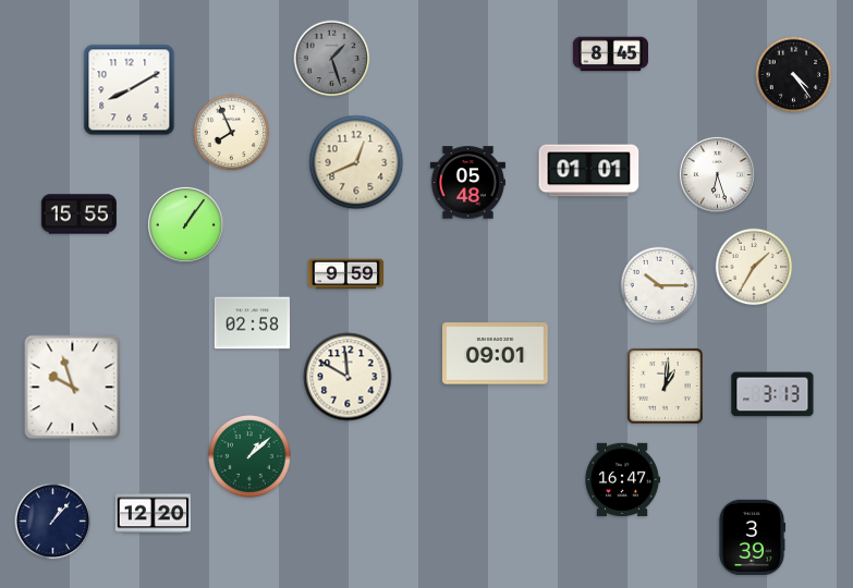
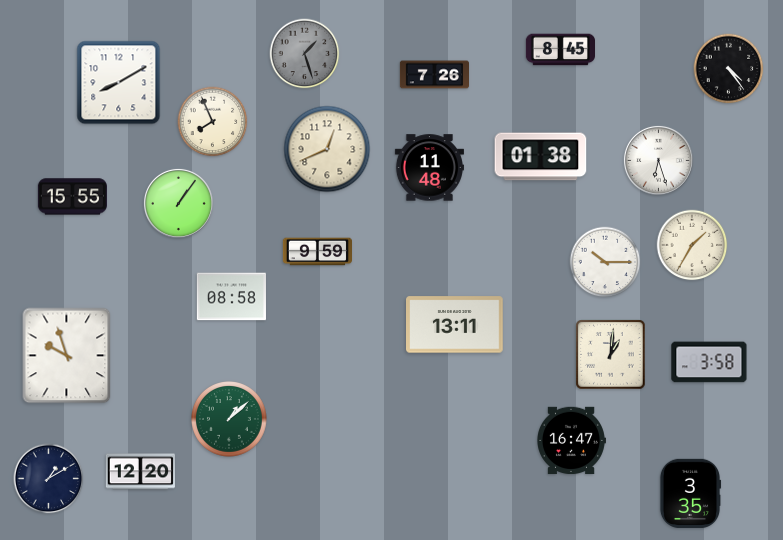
clock at (434, 75): none -> 7:26
clock at (589, 171): 01:01 -> 01:38
clock at (467, 183): 05:48 -> 11:48
clock at (185, 224) position: (185, 224) -> (178, 203)
clock at (252, 323): 02:58 -> 08:58
clock at (496, 354): 09:01 -> 13:11
clock at (348, 377): 11:50 -> none
clock at (772, 394): 3:13 -> 3:58
clock at (53, 522): 1:07 -> 1:10
clock at (752, 537): 3:39 -> 3:35
